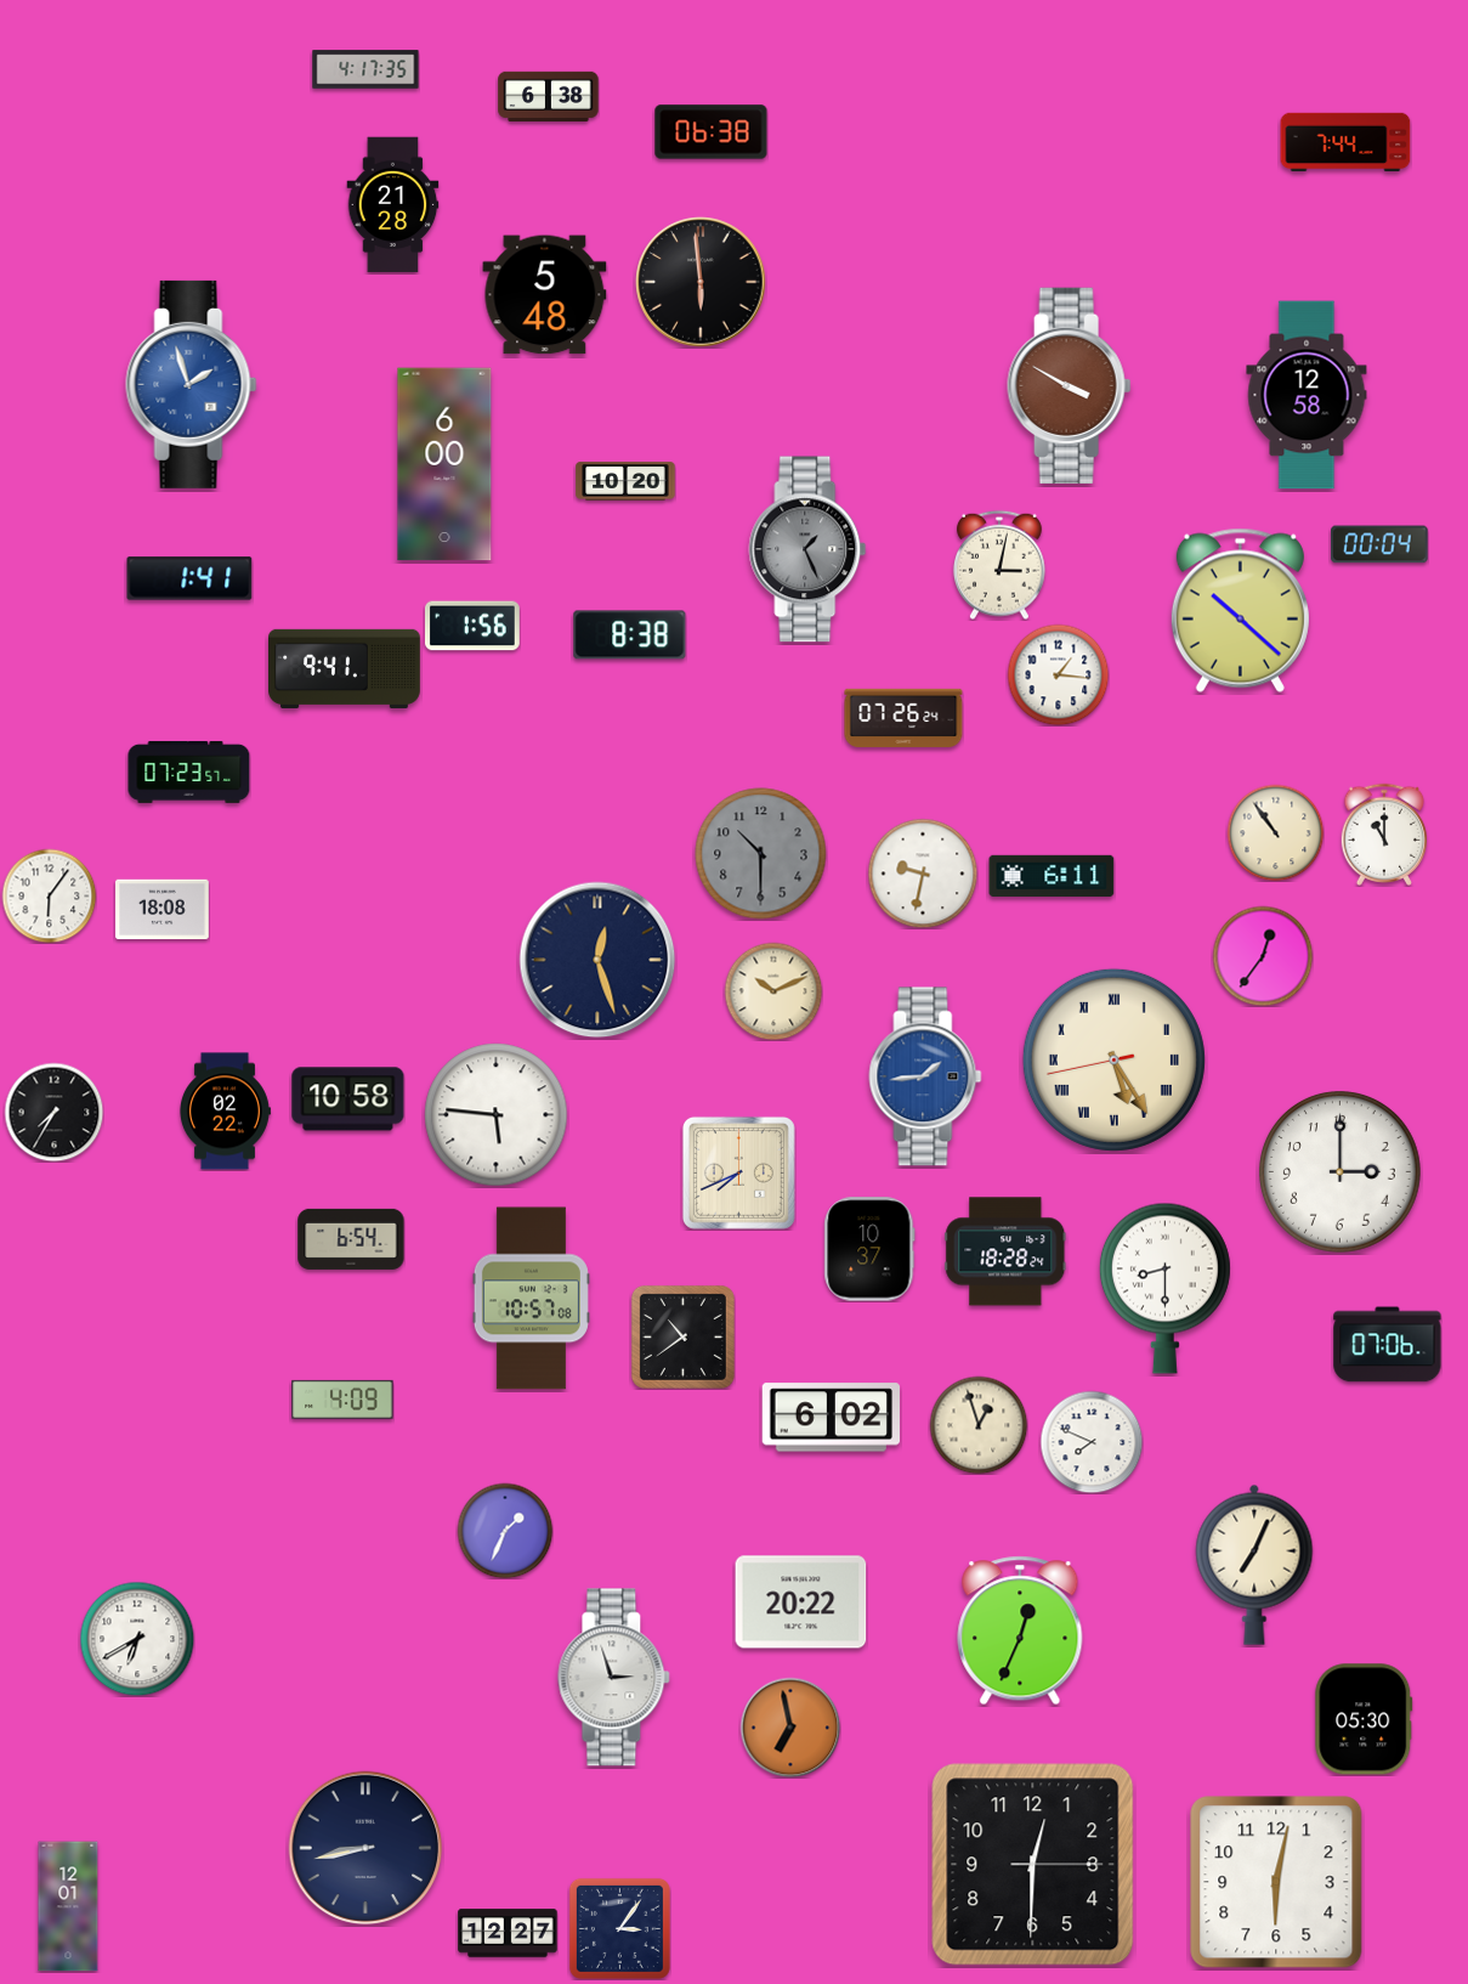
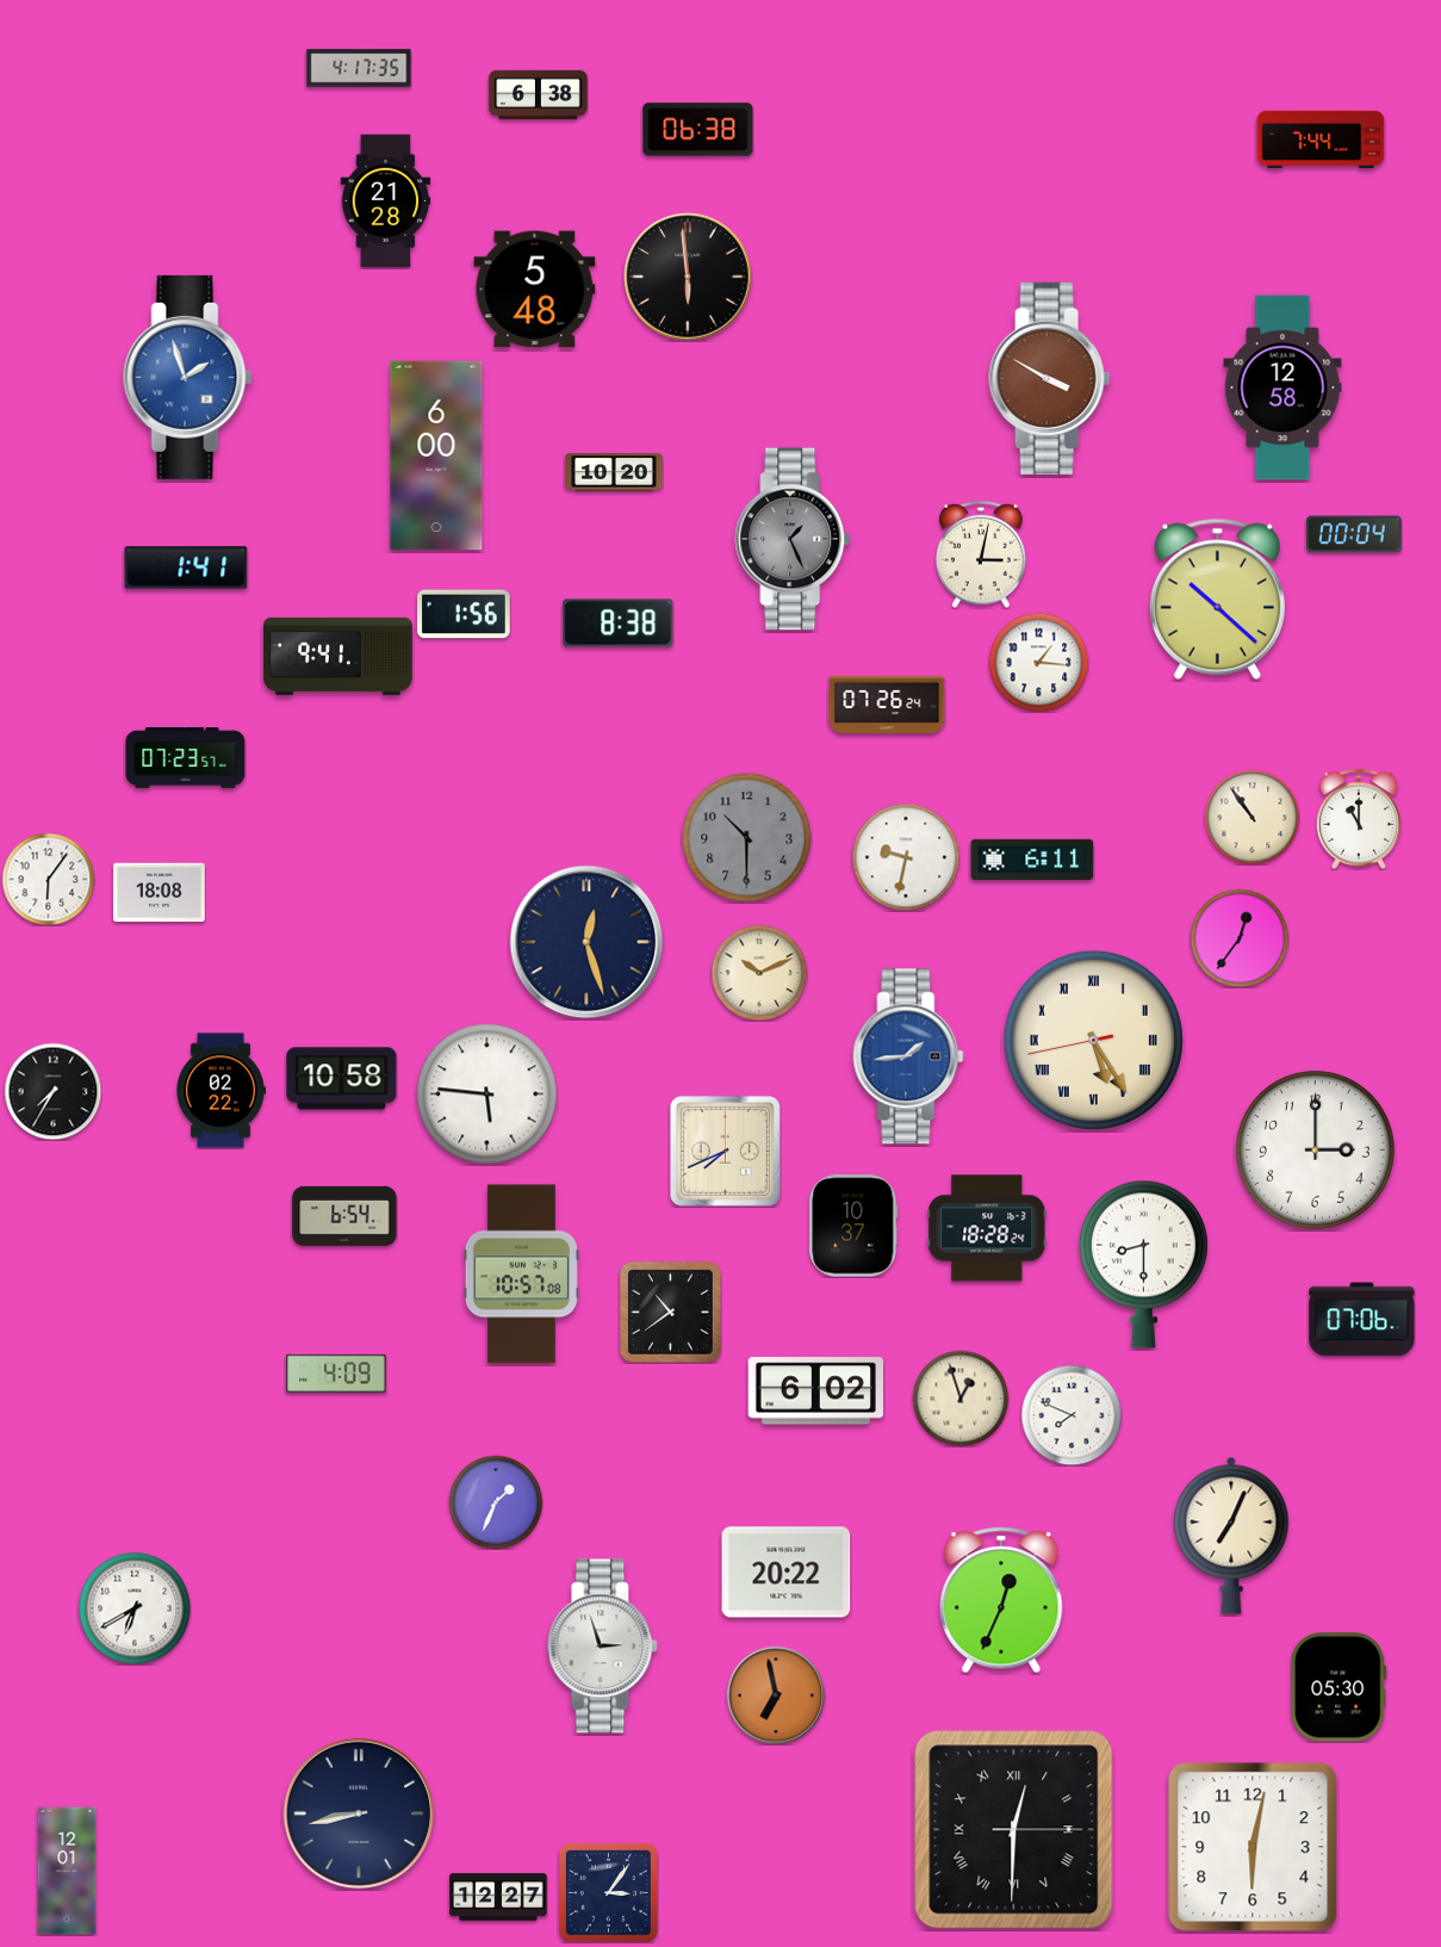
clock at (1033, 1865) numerals: Arabic -> Roman
